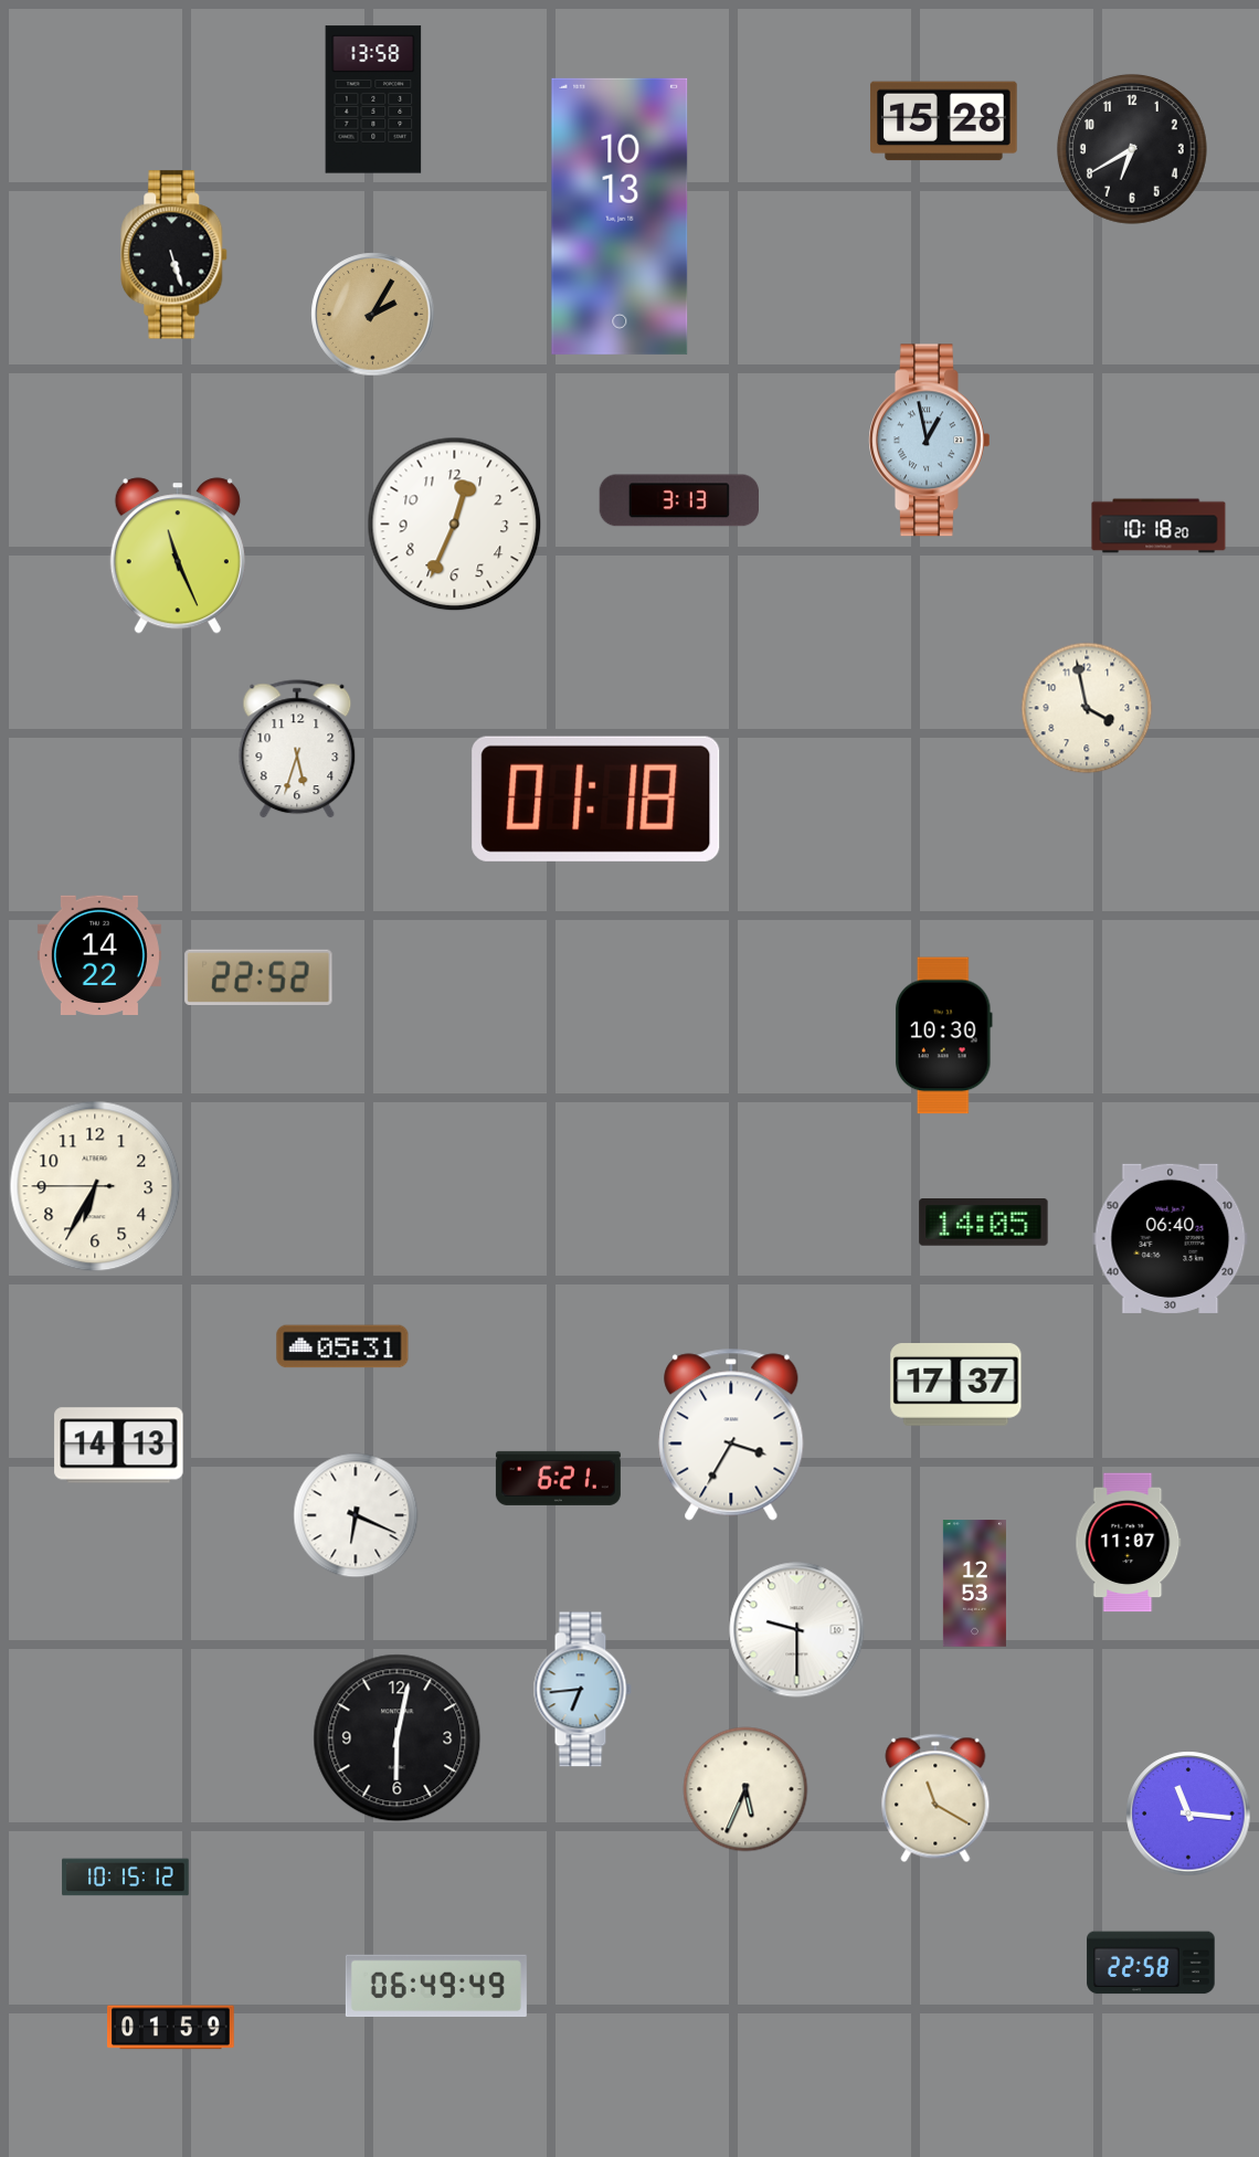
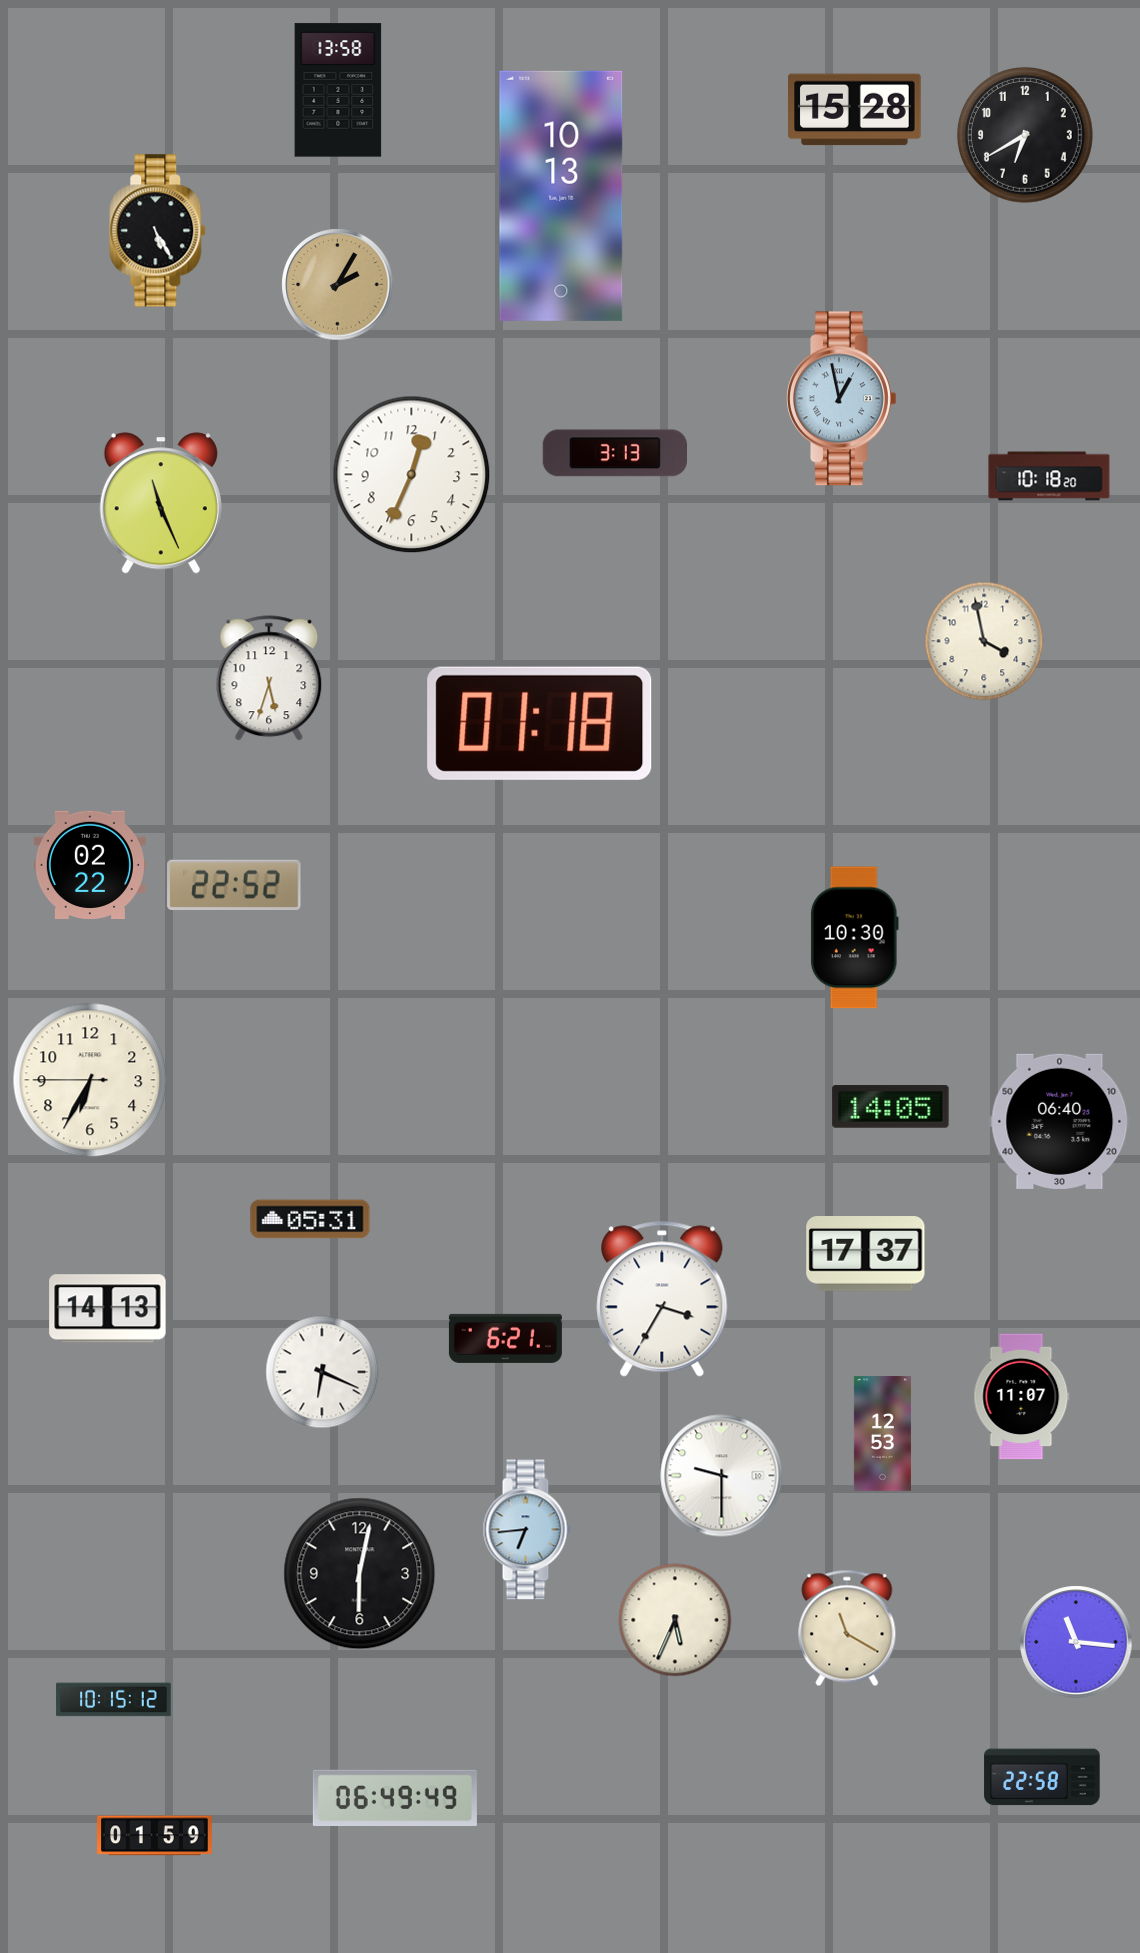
clock at (174, 255): 5:27 -> 5:25
clock at (99, 954): 14:22 -> 02:22
clock at (95, 1186) position: (95, 1186) -> (90, 1080)
